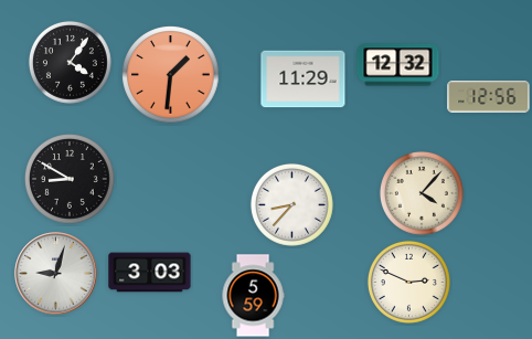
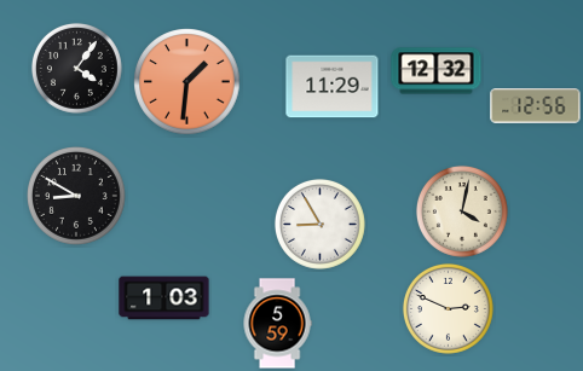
clock at (422, 193): 4:07 -> 4:02
clock at (291, 204): 8:37 -> 8:55
clock at (150, 273): 3:03 -> 1:03
clock at (56, 274): 9:03 -> none
